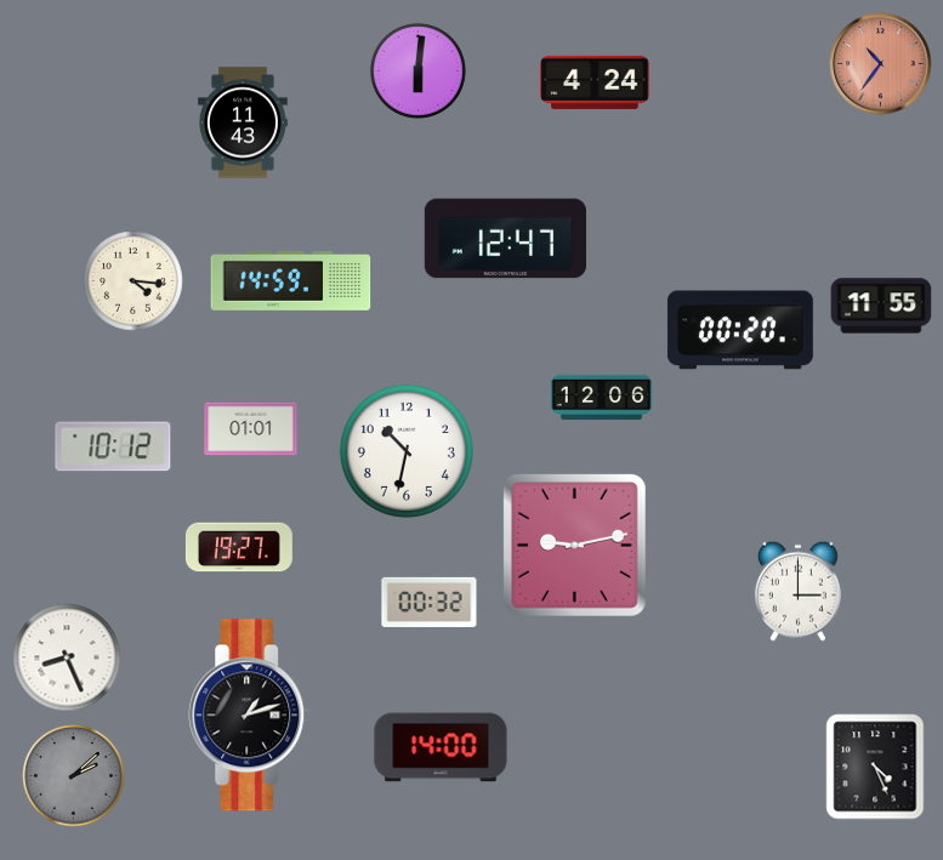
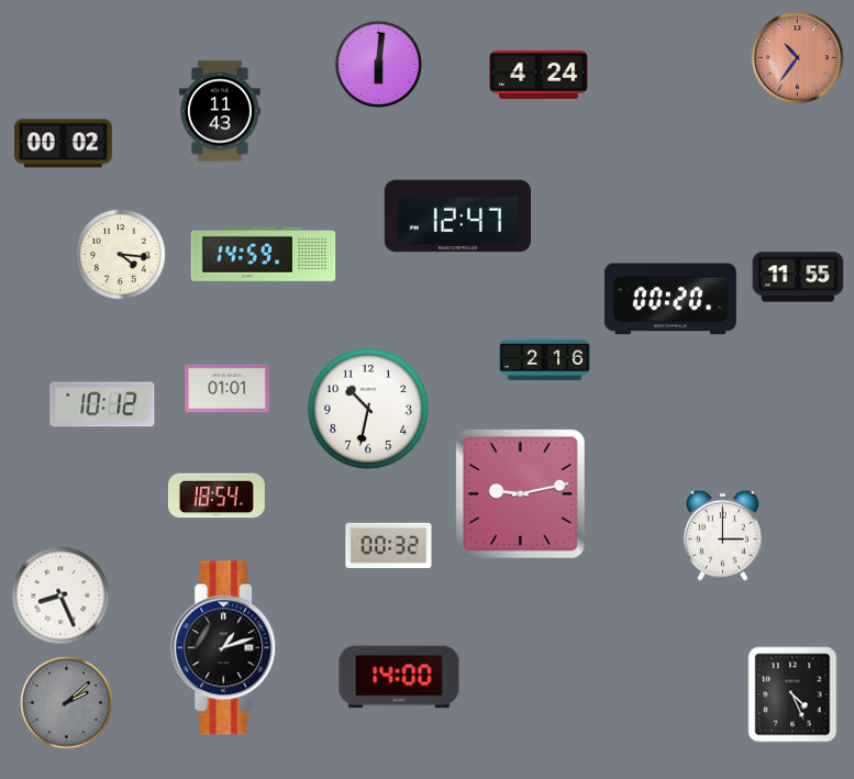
clock at (64, 144): none -> 00:02
clock at (602, 398): 12:06 -> 2:16
clock at (239, 547): 19:27 -> 18:54
